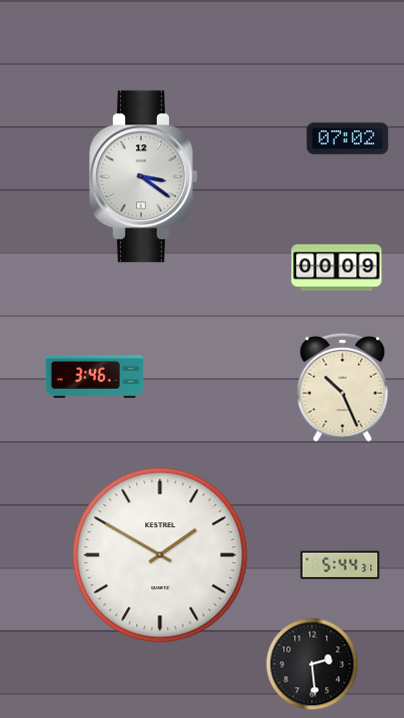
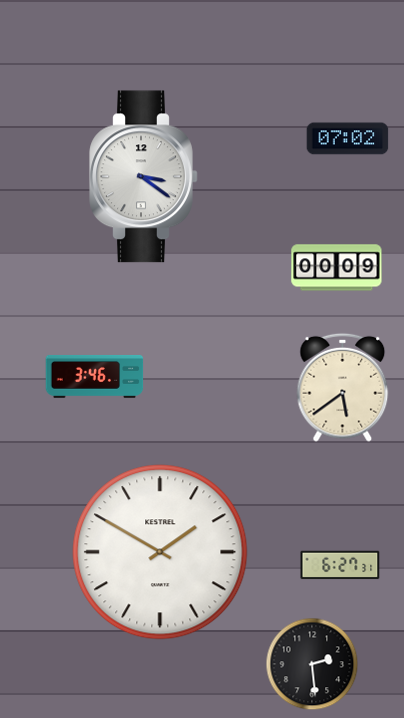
clock at (343, 387): 10:26 -> 5:39
clock at (160, 555) position: (160, 555) -> (160, 552)
clock at (340, 565): 5:44 -> 6:27
